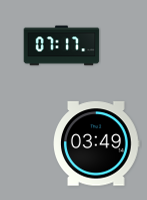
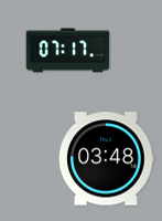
clock at (97, 144): 03:49 -> 03:48
